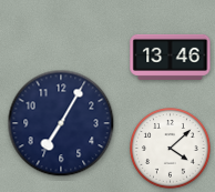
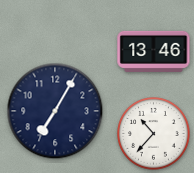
clock at (171, 149): 4:08 -> 10:37
